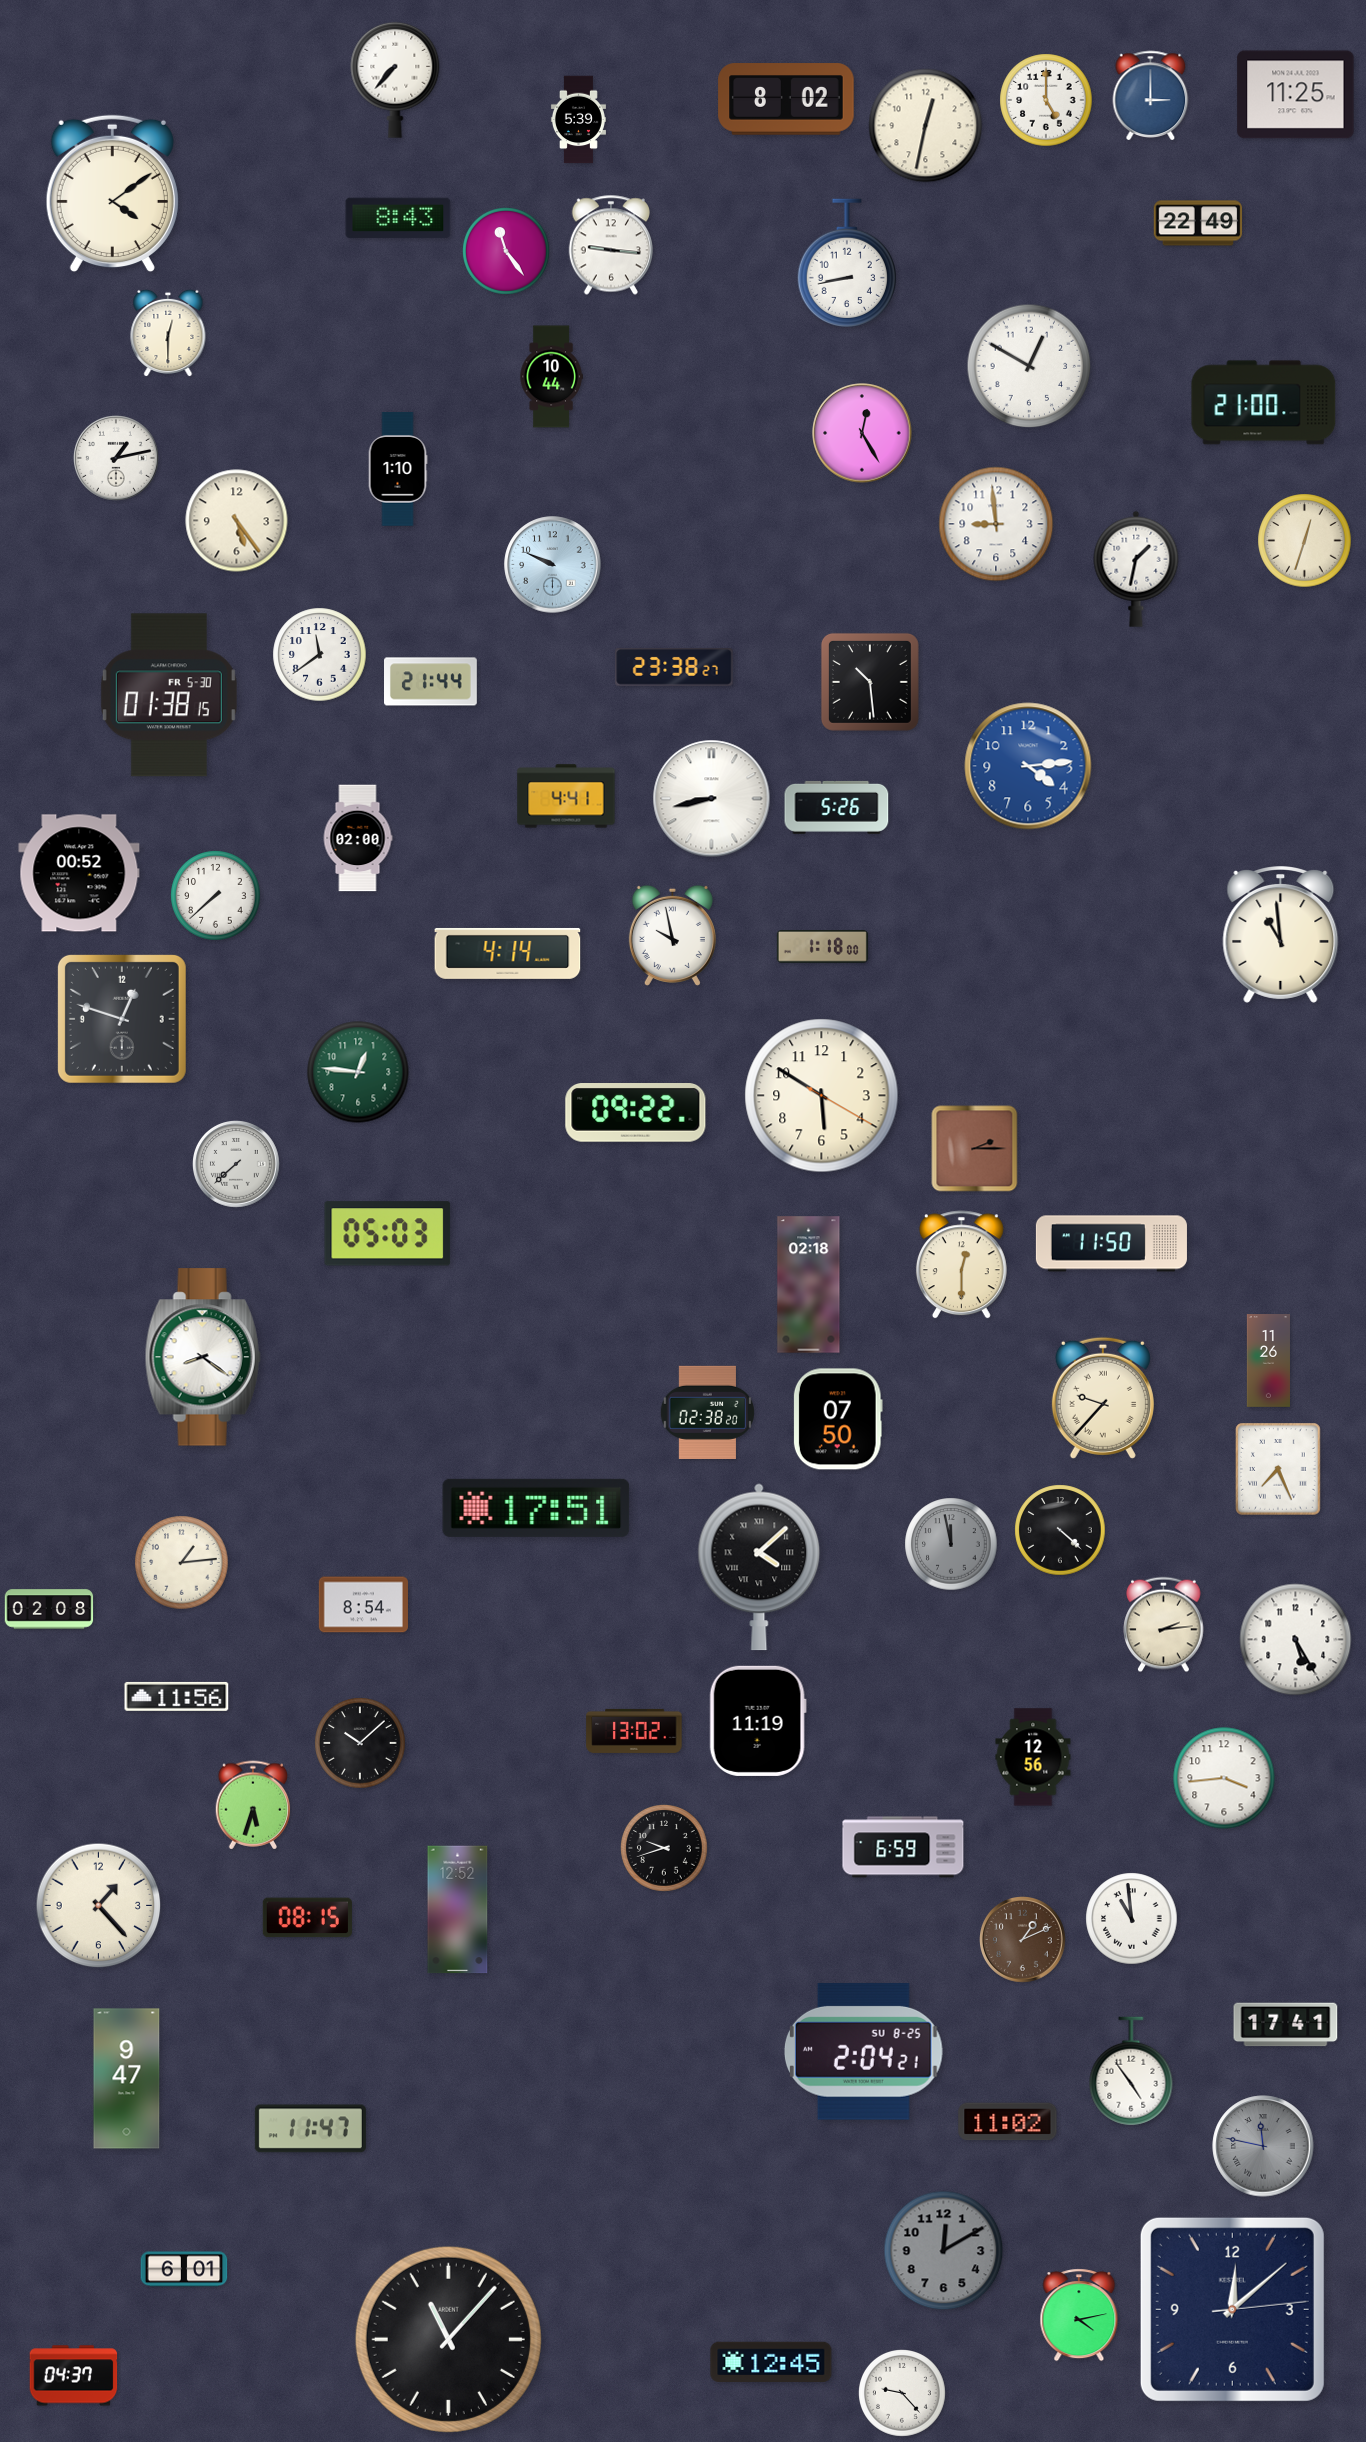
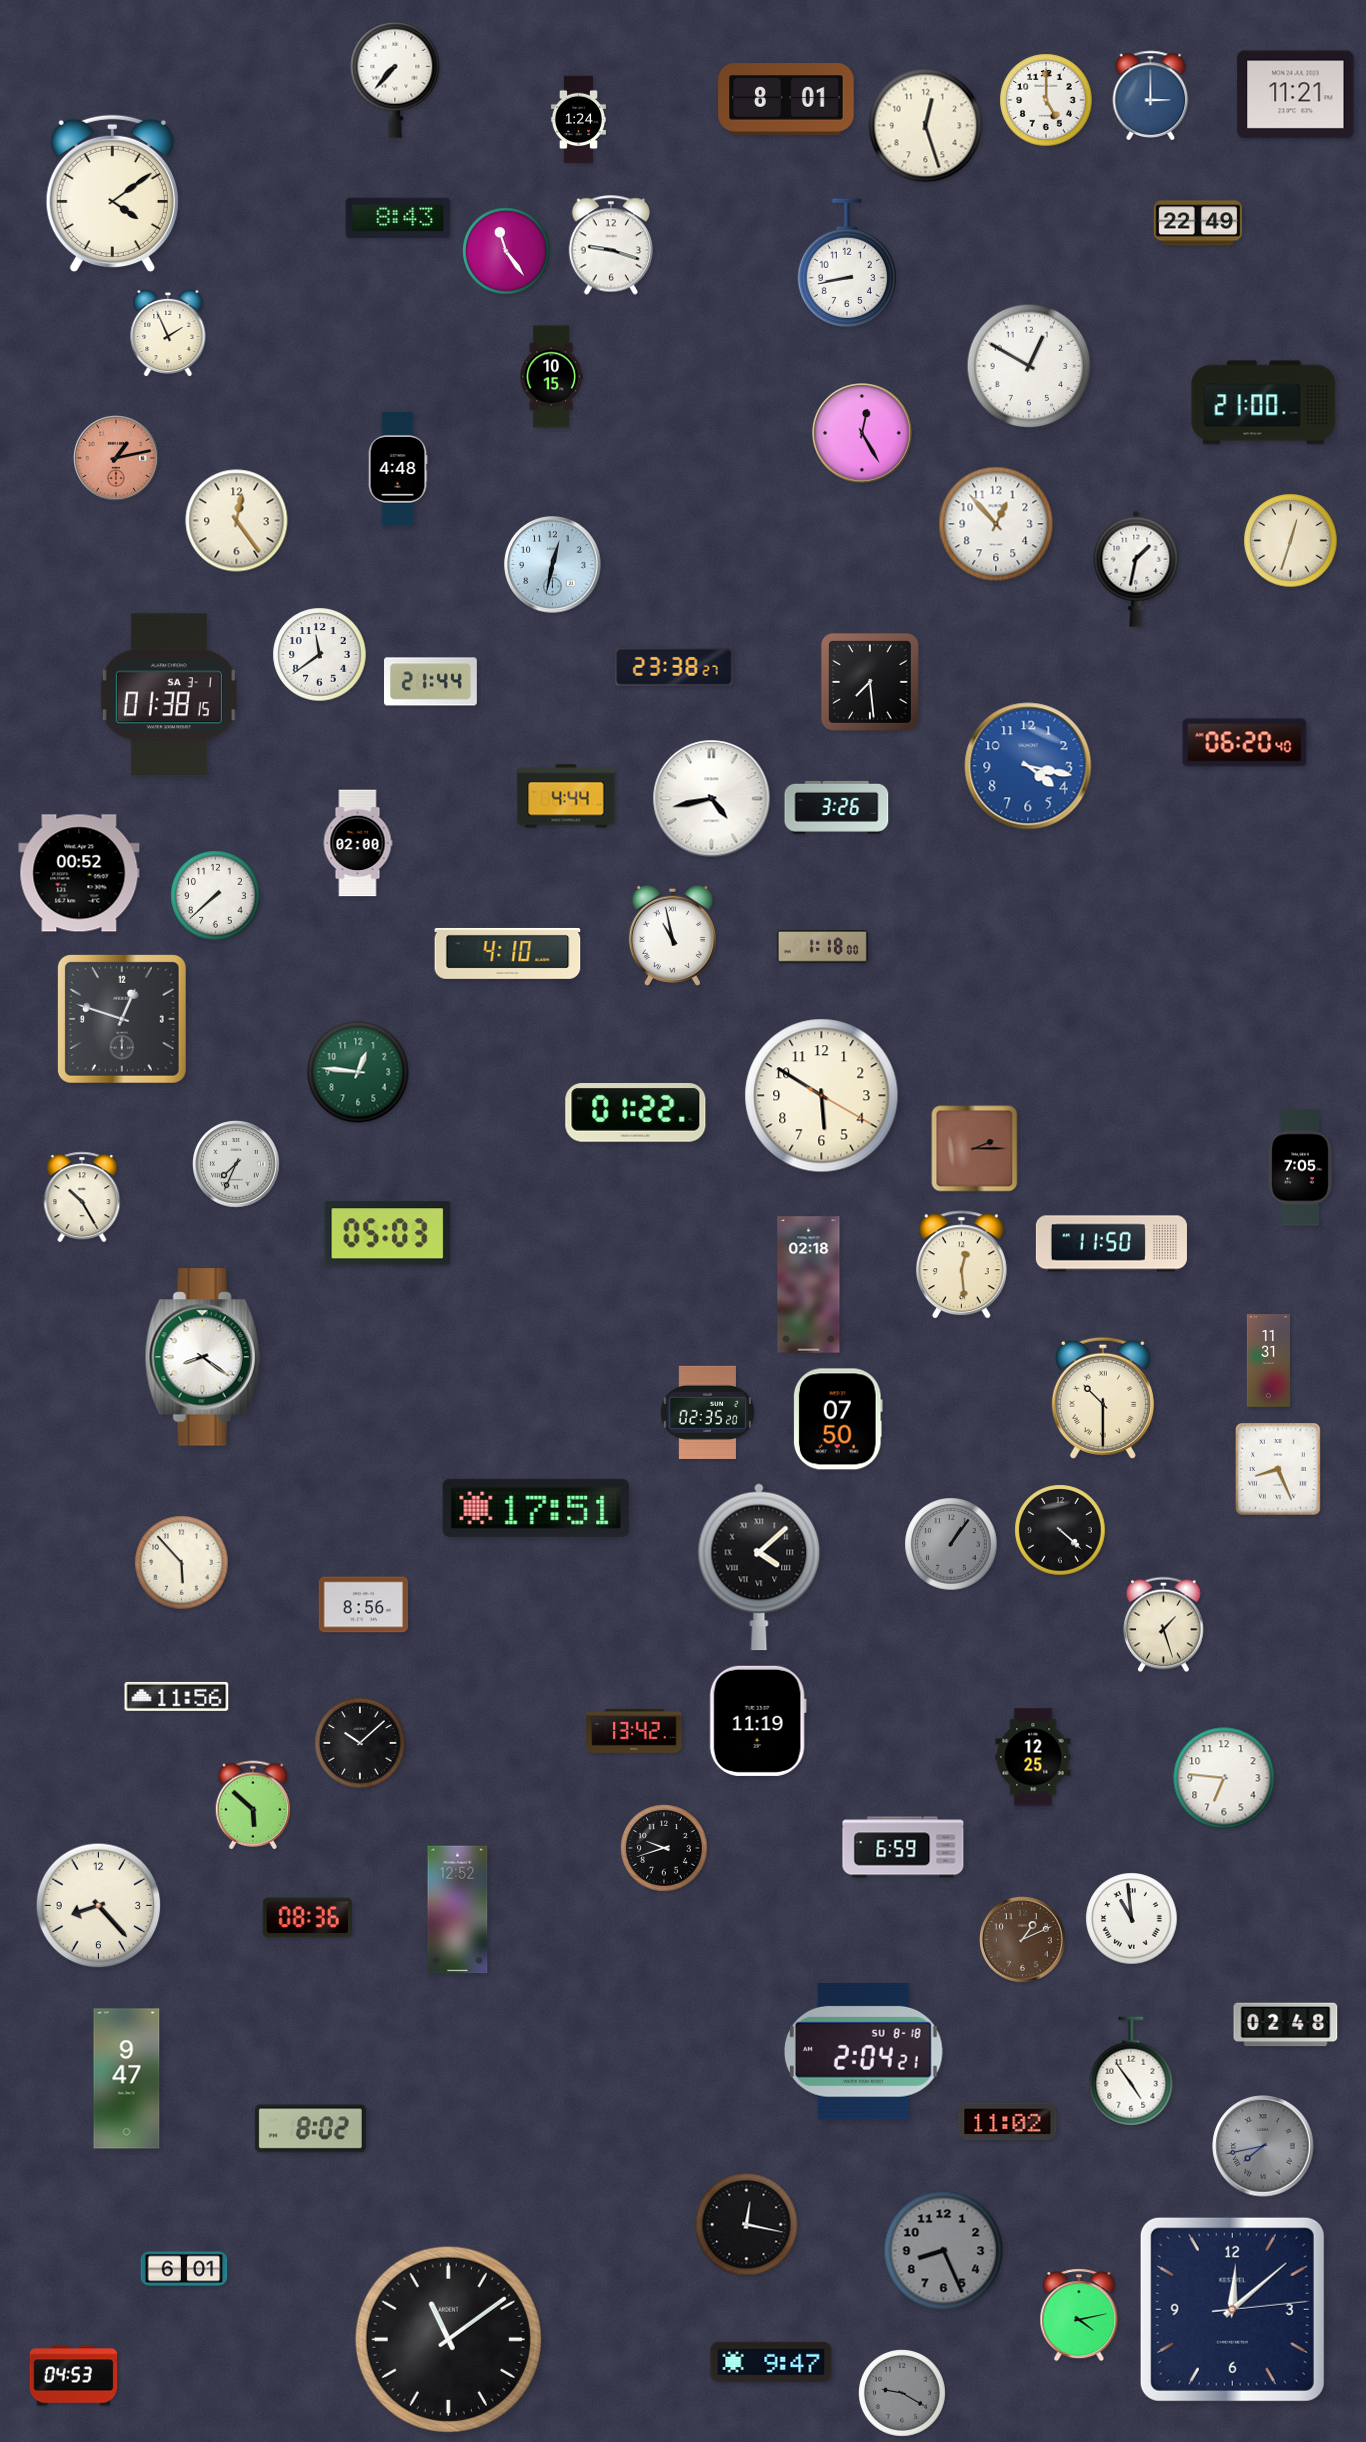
clock at (1296, 95): 11:25 -> 11:21
clock at (786, 99): 8:02 -> 8:01
clock at (578, 120): 5:39 -> 1:24
clock at (926, 126): 12:32 -> 12:27
clock at (610, 245): 9:16 -> 9:18
clock at (168, 333): 12:30 -> 1:56
clock at (551, 377): 10:44 -> 10:15
clock at (117, 459) dial: white -> salmon
clock at (398, 469): 1:10 -> 4:48
clock at (237, 521): 5:24 -> 12:24
clock at (996, 524): 8:59 -> 12:53
clock at (1305, 541) position: (1305, 541) -> (1291, 541)
clock at (553, 565): 9:49 -> 12:32
clock at (870, 682): 10:29 -> 7:29
clock at (169, 695) date: FR 5-30 -> SA 3-1
clock at (1245, 743): none -> 06:20
clock at (1028, 766): 4:14 -> 4:17
clock at (566, 796): 4:41 -> 4:44
clock at (712, 799): 8:43 -> 4:43
clock at (837, 807): 5:26 -> 3:26
clock at (358, 838) position: (358, 838) -> (358, 843)
clock at (672, 935): 9:58 -> 10:58
clock at (1281, 935): 10:59 -> none
clock at (508, 953): 4:14 -> 4:10
clock at (636, 1113): 09:22 -> 01:22
clock at (237, 1165): 7:38 -> 7:34
clock at (1300, 1168): none -> 7:05
clock at (82, 1197): none -> 10:25
clock at (961, 1265): 12:30 -> 12:29
clock at (1268, 1361): 11:26 -> 11:31
clock at (1103, 1398): 9:37 -> 10:30
clock at (707, 1412): 02:38 -> 02:35
clock at (1278, 1469): 7:26 -> 8:26
clock at (951, 1544): 11:58 -> 1:06
clock at (182, 1563): 1:14 -> 5:53
clock at (363, 1605): 8:54 -> 8:56
clock at (49, 1609): 02:08 -> none
clock at (1164, 1625): 2:14 -> 1:27
clock at (1296, 1640): 5:25 -> none
clock at (634, 1731): 13:02 -> 13:42
clock at (1033, 1757): 12:56 -> 12:25
clock at (1224, 1778): 3:44 -> 6:46
clock at (253, 1805): 5:33 -> 5:52
clock at (99, 1906): 1:23 -> 8:23
clock at (307, 1918): 08:15 -> 08:36
clock at (1286, 2025): 17:41 -> 02:48
clock at (863, 2051) date: SU 8-25 -> SU 8-18
clock at (310, 2129): 11:47 -> 8:02
clock at (1263, 2146): 11:47 -> 7:43
clock at (747, 2225): none -> 12:17
clock at (944, 2251): 12:10 -> 8:26
clock at (448, 2339): 11:07 -> 11:09
clock at (771, 2362): 12:45 -> 9:47
clock at (74, 2376): 04:37 -> 04:53
clock at (903, 2394): 9:23 -> 9:20
clock at (903, 2394) dial: white -> grey
